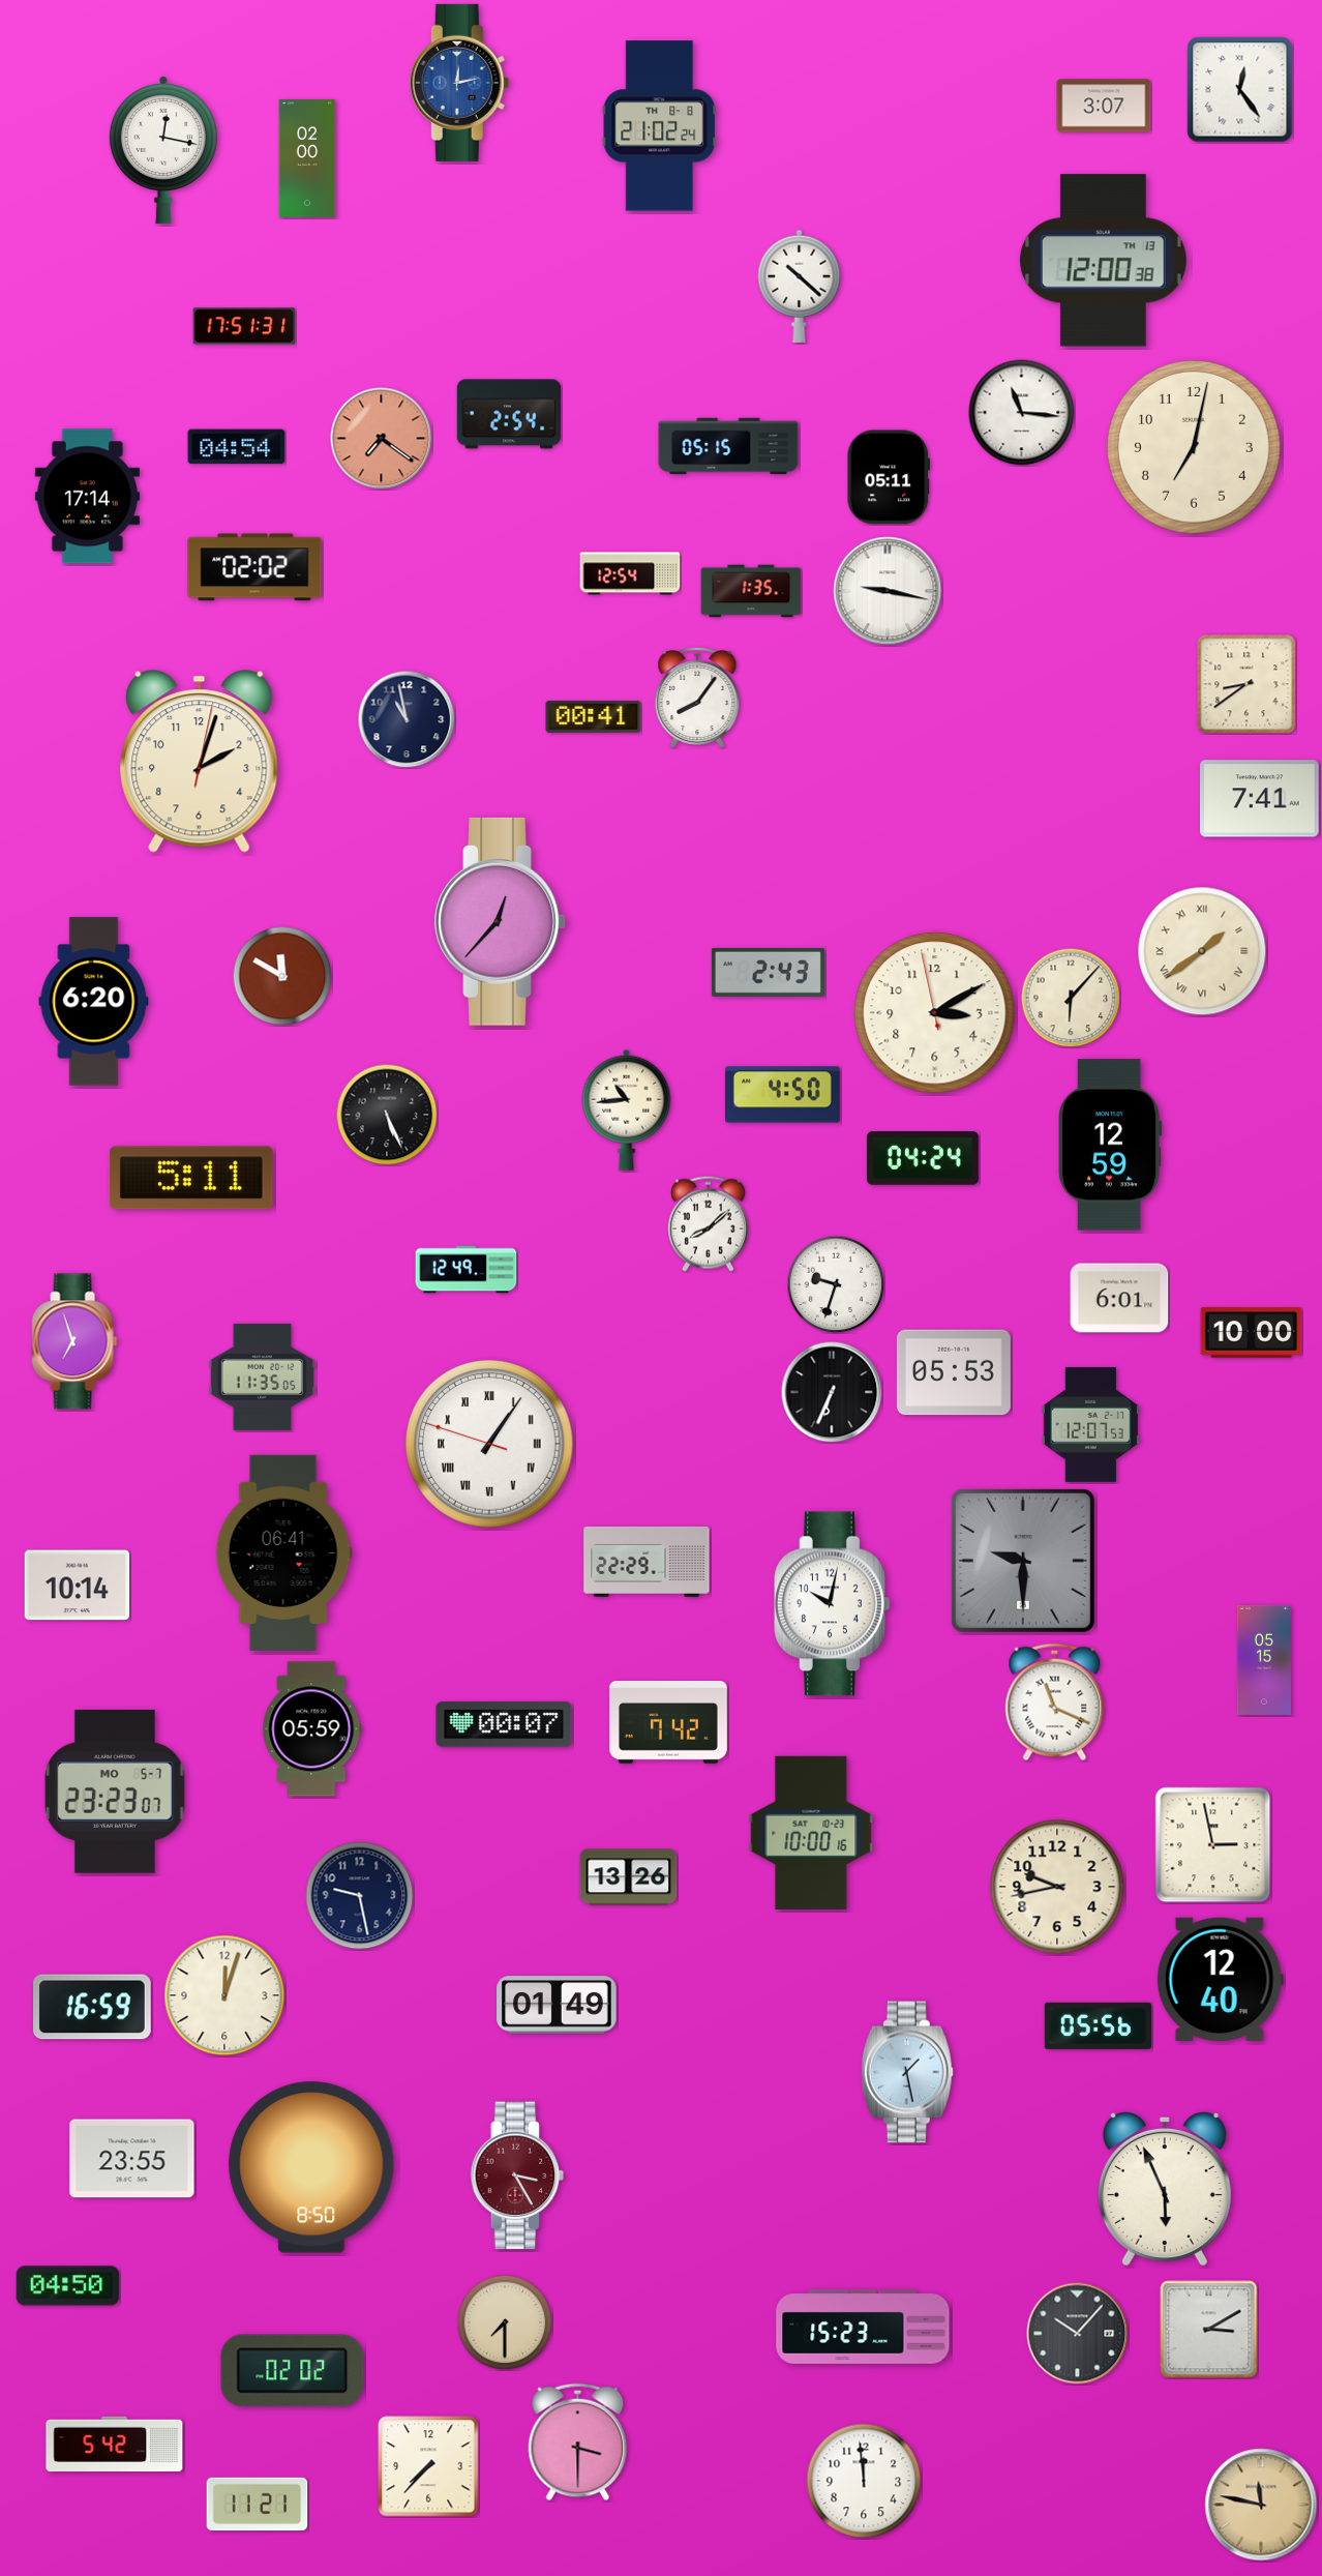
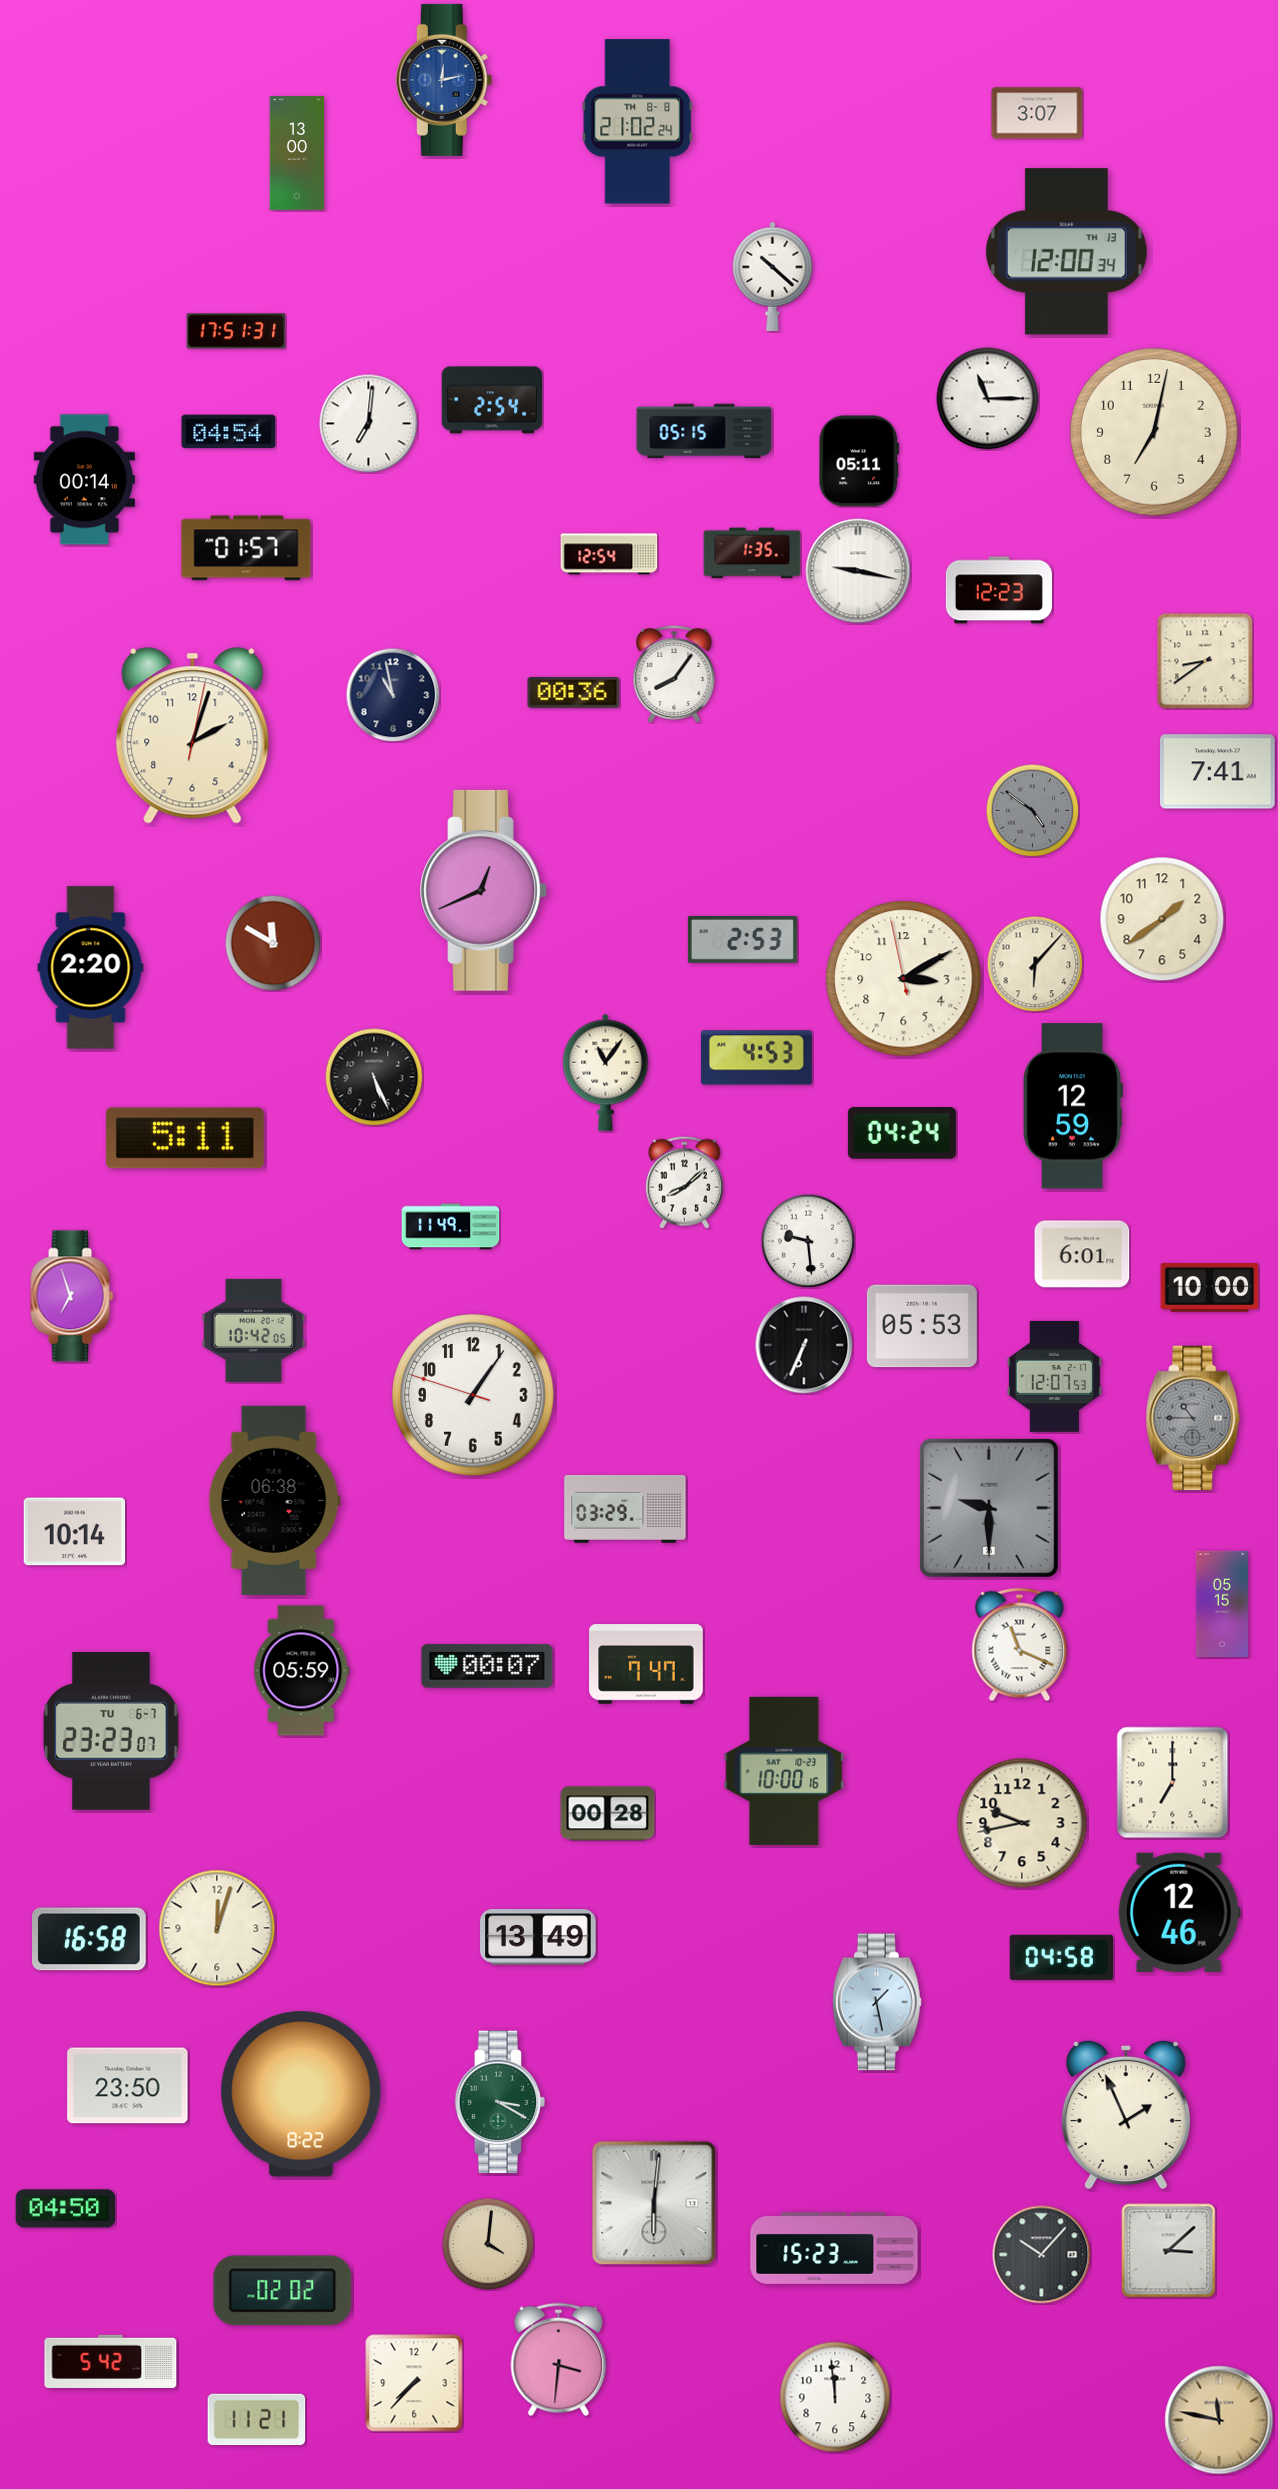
clock at (1240, 90): 12:24 -> none
clock at (1104, 106) position: (1104, 106) -> (1037, 113)
clock at (163, 150): 12:17 -> none
clock at (307, 158): 02:00 -> 13:00
clock at (1103, 261): 12:00:38 -> 12:00:34
clock at (244, 326) position: (244, 326) -> (236, 331)
clock at (1022, 413): 11:16 -> 11:15
clock at (382, 439): 7:21 -> 7:01
clock at (382, 439) dial: salmon -> white
clock at (87, 497): 17:14 -> 00:14
clock at (254, 567): 02:02 -> 01:57
clock at (751, 591) position: (751, 591) -> (752, 553)
clock at (999, 590): none -> 12:23
clock at (594, 716): 00:41 -> 00:36
clock at (1032, 810): none -> 4:51
clock at (501, 921): 12:37 -> 12:41
clock at (1202, 951) numerals: Roman -> Arabic
clock at (768, 972): 2:43 -> 2:53
clock at (94, 1002): 6:20 -> 2:20
clock at (782, 1095): 4:50 -> 4:53
clock at (627, 1109): 10:44 -> 11:06
clock at (923, 1158) position: (923, 1158) -> (902, 1133)
clock at (467, 1270): 12:49 -> 11:49
clock at (836, 1284): 9:33 -> 9:29
clock at (262, 1376): 11:35 -> 10:42
clock at (489, 1444) numerals: Roman -> Arabic
clock at (1193, 1418): none -> 10:45
clock at (283, 1552): 06:41 -> 06:38
clock at (647, 1562): 22:29 -> 03:29
clock at (832, 1604): 10:02 -> none
clock at (668, 1722): 7:42 -> 7:47
clock at (115, 1792) date: MO 5-7 -> TU 6-7
clock at (1213, 1845): 2:58 -> 7:00
clock at (629, 1877): 13:26 -> 00:28
clock at (360, 1896): 9:28 -> none
clock at (1220, 1979): 12:40 -> 12:46
clock at (557, 2005): 01:49 -> 13:49
clock at (93, 2007): 16:59 -> 16:58
clock at (1098, 2025): 05:56 -> 04:58
clock at (132, 2159): 23:55 -> 23:50
clock at (311, 2167): 8:50 -> 8:22
clock at (517, 2175): 3:25 -> 3:20
clock at (517, 2175) dial: burgundy -> green
clock at (1165, 2188): 5:56 -> 1:56
clock at (654, 2203): none -> 6:01
clock at (505, 2322): 7:30 -> 4:01
clock at (1209, 2330): 3:10 -> 3:08
clock at (578, 2442): 3:30 -> 3:31
clock at (258, 2505) position: (258, 2505) -> (257, 2420)
